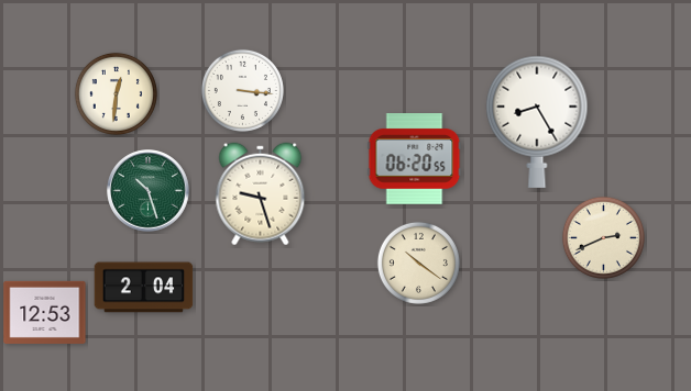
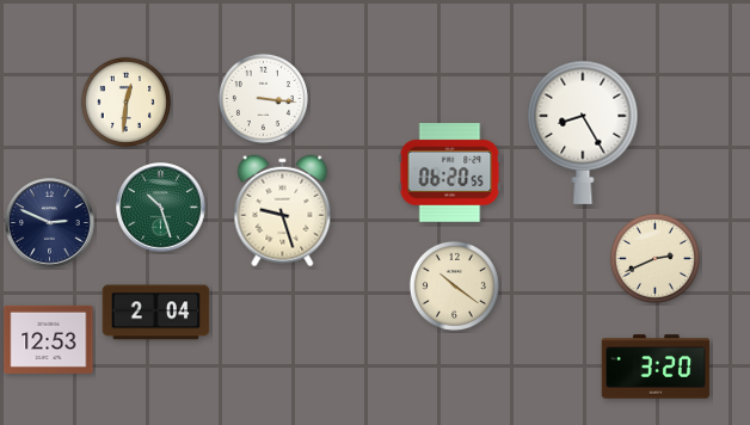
clock at (50, 223): none -> 2:49
clock at (656, 367): none -> 3:20
